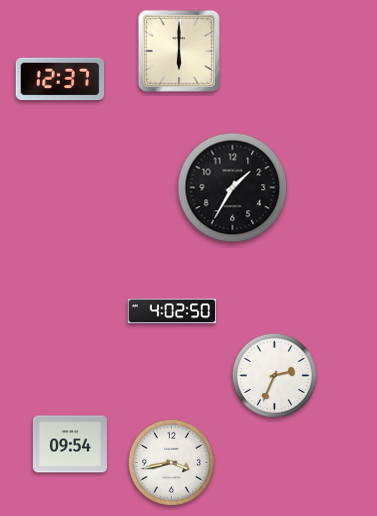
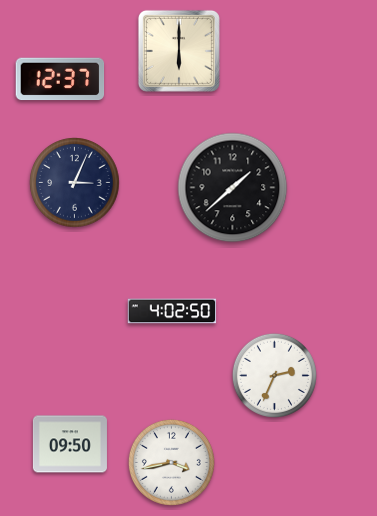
clock at (75, 183): none -> 3:04
clock at (233, 188): 1:35 -> 1:38
clock at (70, 444): 09:54 -> 09:50
